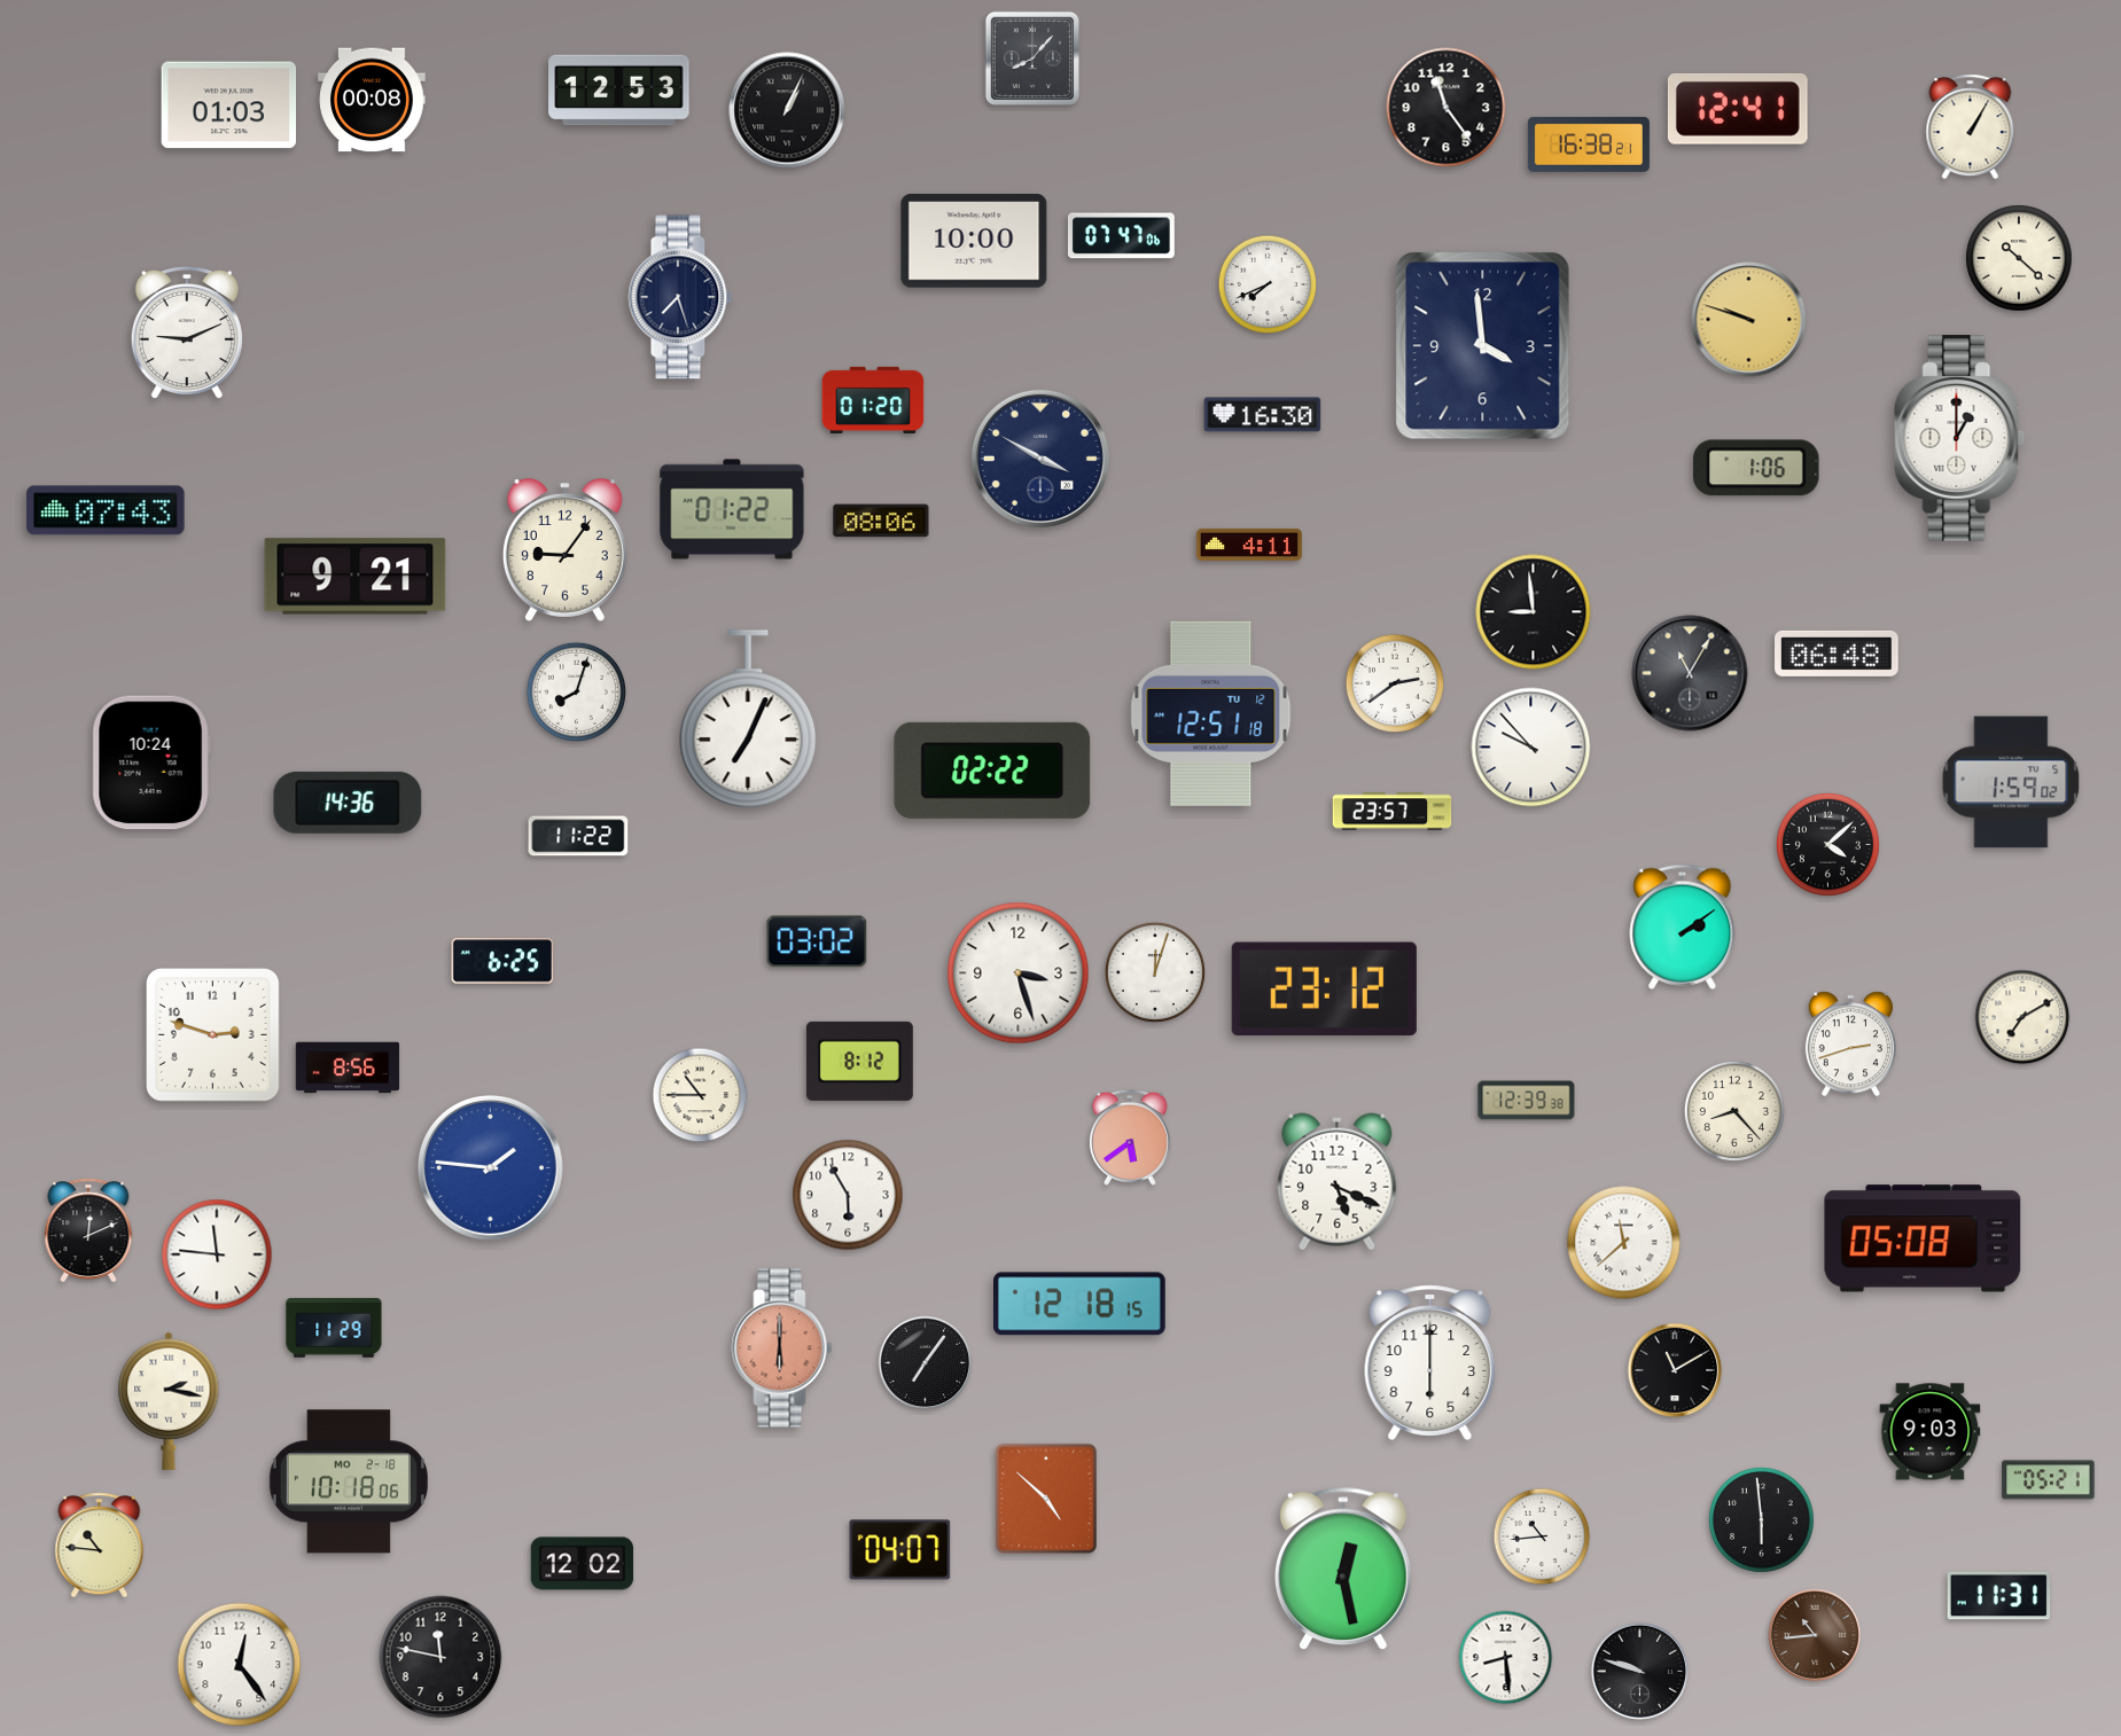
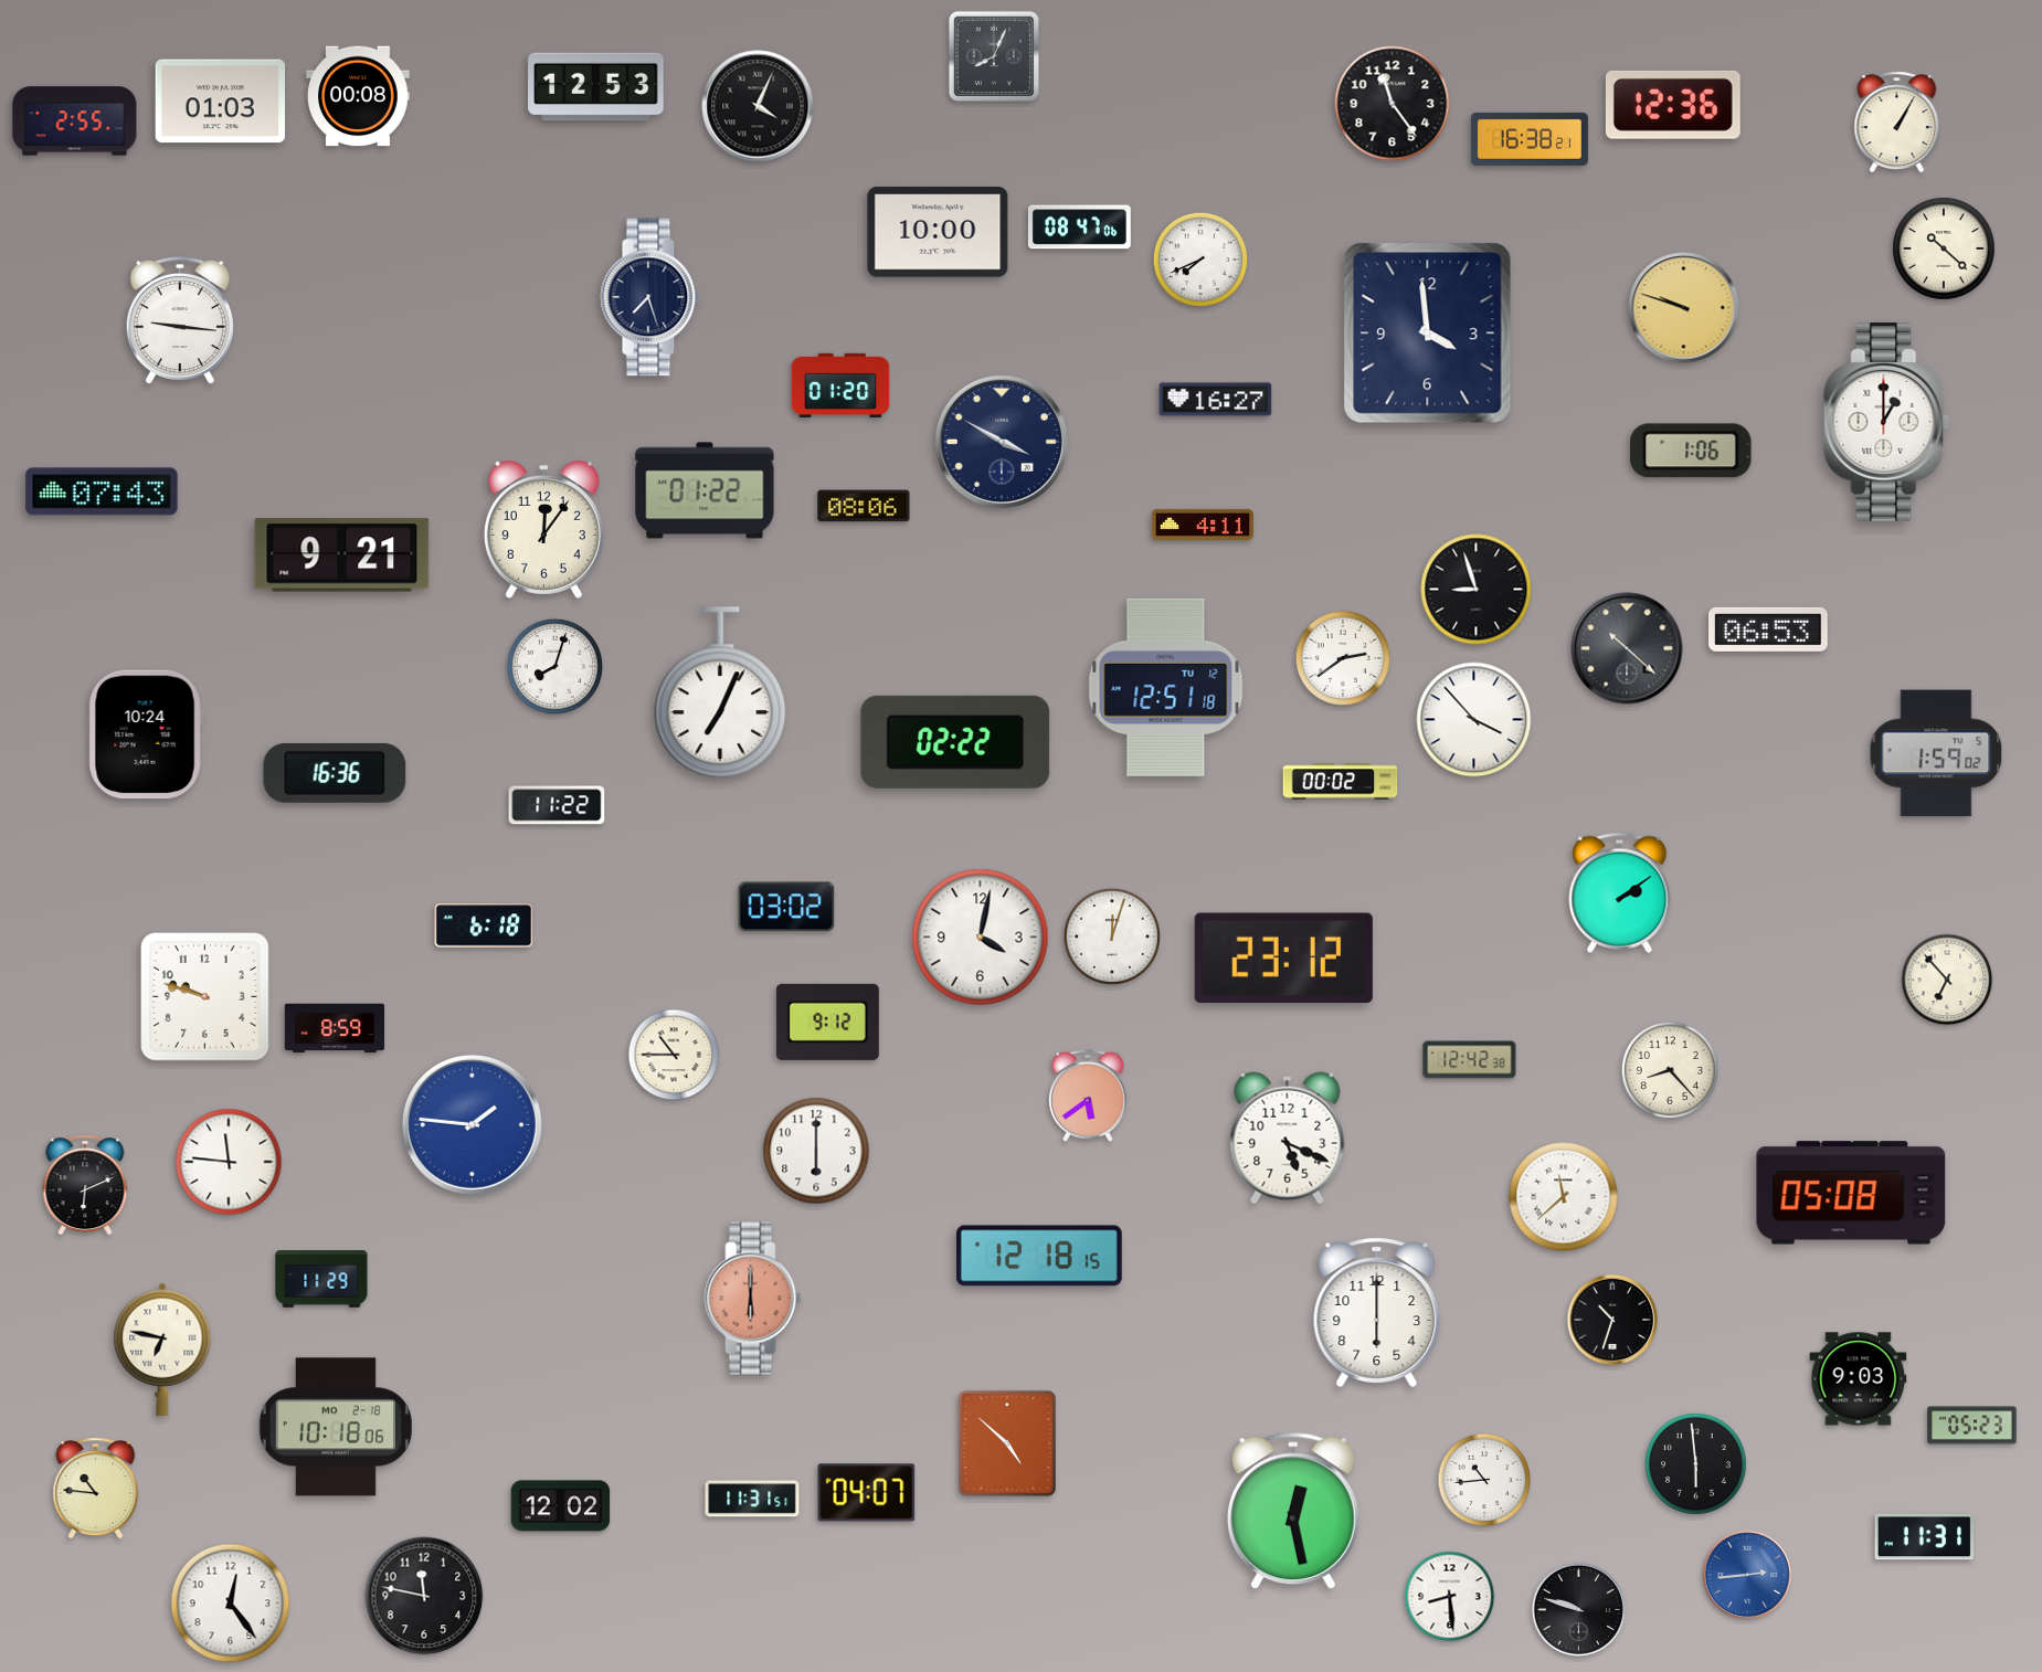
clock at (1032, 58): 8:07 -> 8:04
clock at (1738, 109): 12:41 -> 12:36
clock at (787, 110): 1:04 -> 4:04
clock at (75, 121): none -> 2:55
clock at (1121, 236): 07:47 -> 08:47
clock at (1268, 284) position: (1268, 284) -> (1200, 260)
clock at (680, 297) position: (680, 297) -> (650, 297)
clock at (187, 333): 9:11 -> 9:16
clock at (1263, 415): 16:30 -> 16:27
clock at (881, 521) position: (881, 521) -> (864, 506)
clock at (564, 549): 9:06 -> 12:06
clock at (1534, 612): 8:59 -> 8:57
clock at (1838, 654): 06:48 -> 06:53
clock at (1690, 673): 11:05 -> 10:22
clock at (1531, 748): 9:53 -> 3:53
clock at (348, 803): 14:36 -> 16:36
clock at (1393, 812): 23:57 -> 00:02
clock at (1827, 844): 4:08 -> none
clock at (502, 961): 6:25 -> 6:18
clock at (1019, 973): 3:27 -> 4:02
clock at (1324, 990) position: (1324, 990) -> (1283, 959)
clock at (2022, 1017): 7:10 -> 6:53
clock at (213, 1035): 2:48 -> 9:48
clock at (1850, 1045): 2:42 -> none
clock at (859, 1061): 8:12 -> 9:12
clock at (348, 1068): 8:56 -> 8:59
clock at (1527, 1101): 12:39 -> 12:42
clock at (848, 1195): 5:55 -> 6:00
clock at (88, 1230): 12:11 -> 6:11
clock at (217, 1254) position: (217, 1254) -> (229, 1162)
clock at (926, 1363): 7:06 -> none
clock at (1675, 1370): 11:10 -> 10:33
clock at (169, 1401): 2:17 -> 6:47
clock at (2049, 1480): 05:21 -> 05:23
clock at (752, 1499): none -> 11:31
clock at (1815, 1635): 10:44 -> 2:44
clock at (1815, 1635) dial: brown -> blue
